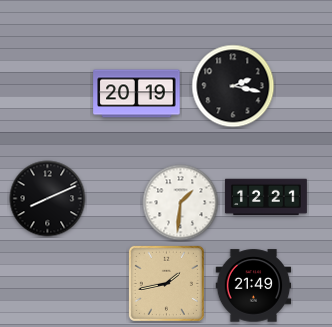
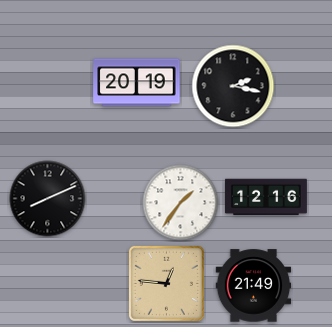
clock at (137, 94) position: (137, 94) -> (137, 83)
clock at (266, 197): 12:21 -> 12:16
clock at (181, 203): 1:31 -> 1:36
clock at (166, 283): 1:43 -> 12:46
